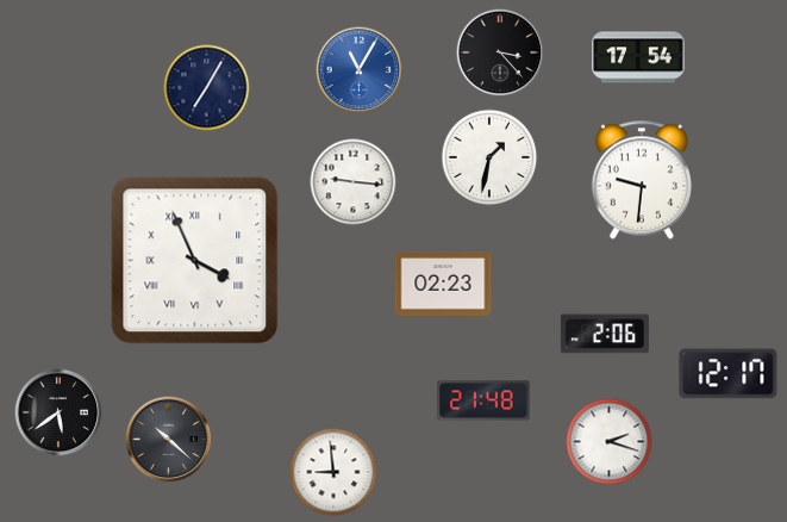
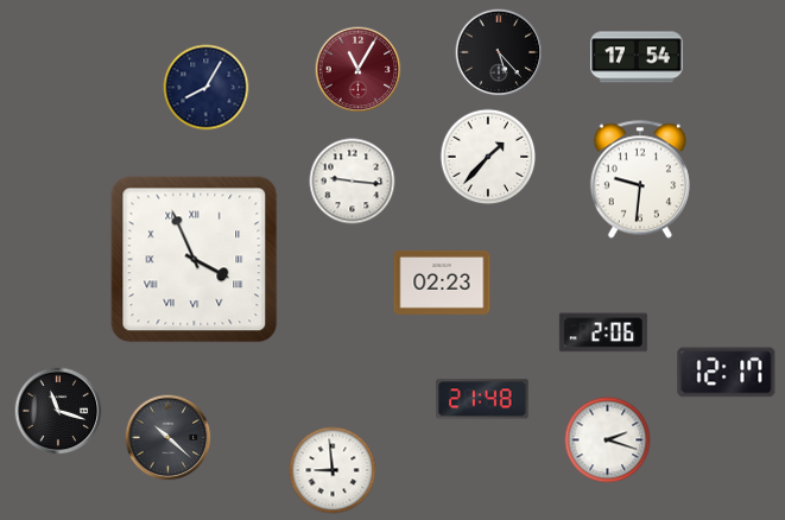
clock at (500, 52): 3:23 -> 5:23
clock at (360, 70) dial: blue -> burgundy
clock at (207, 88): 7:05 -> 8:05
clock at (489, 157): 1:32 -> 1:37
clock at (58, 412): 5:39 -> 11:18
